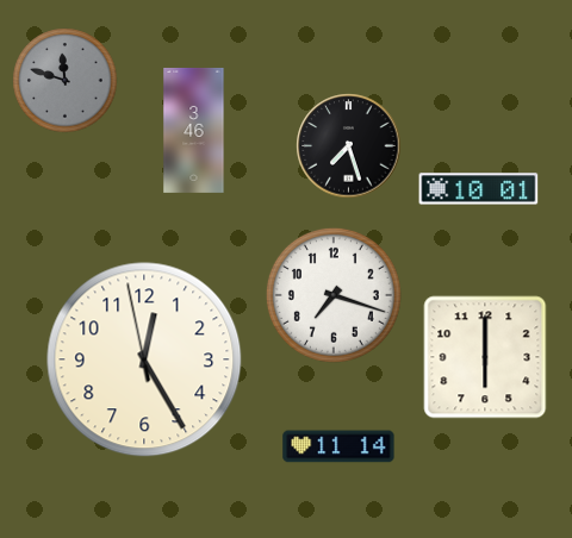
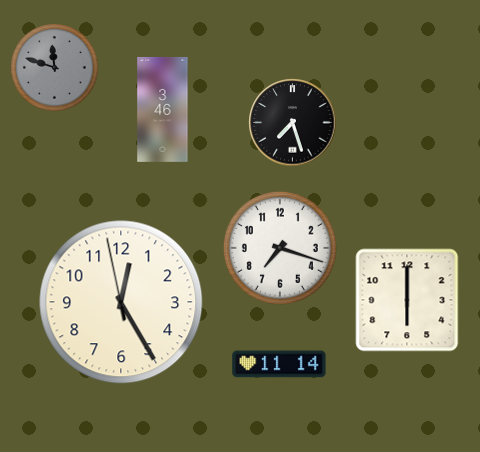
clock at (479, 189): 10:01 -> none
clock at (338, 446) position: (338, 446) -> (279, 364)
